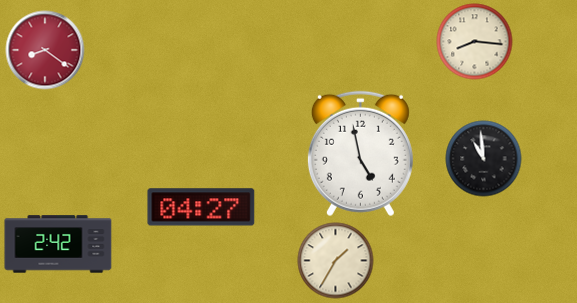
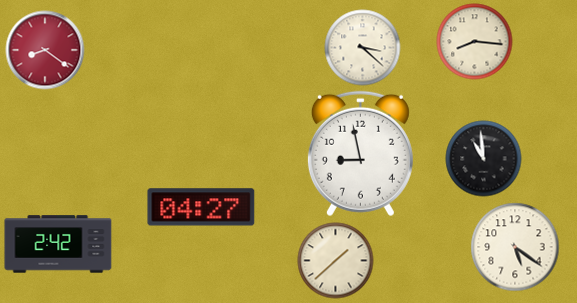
clock at (363, 48): none -> 3:22
clock at (360, 154): 4:58 -> 8:58
clock at (515, 247): none -> 5:21
clock at (336, 261): 1:35 -> 1:38
